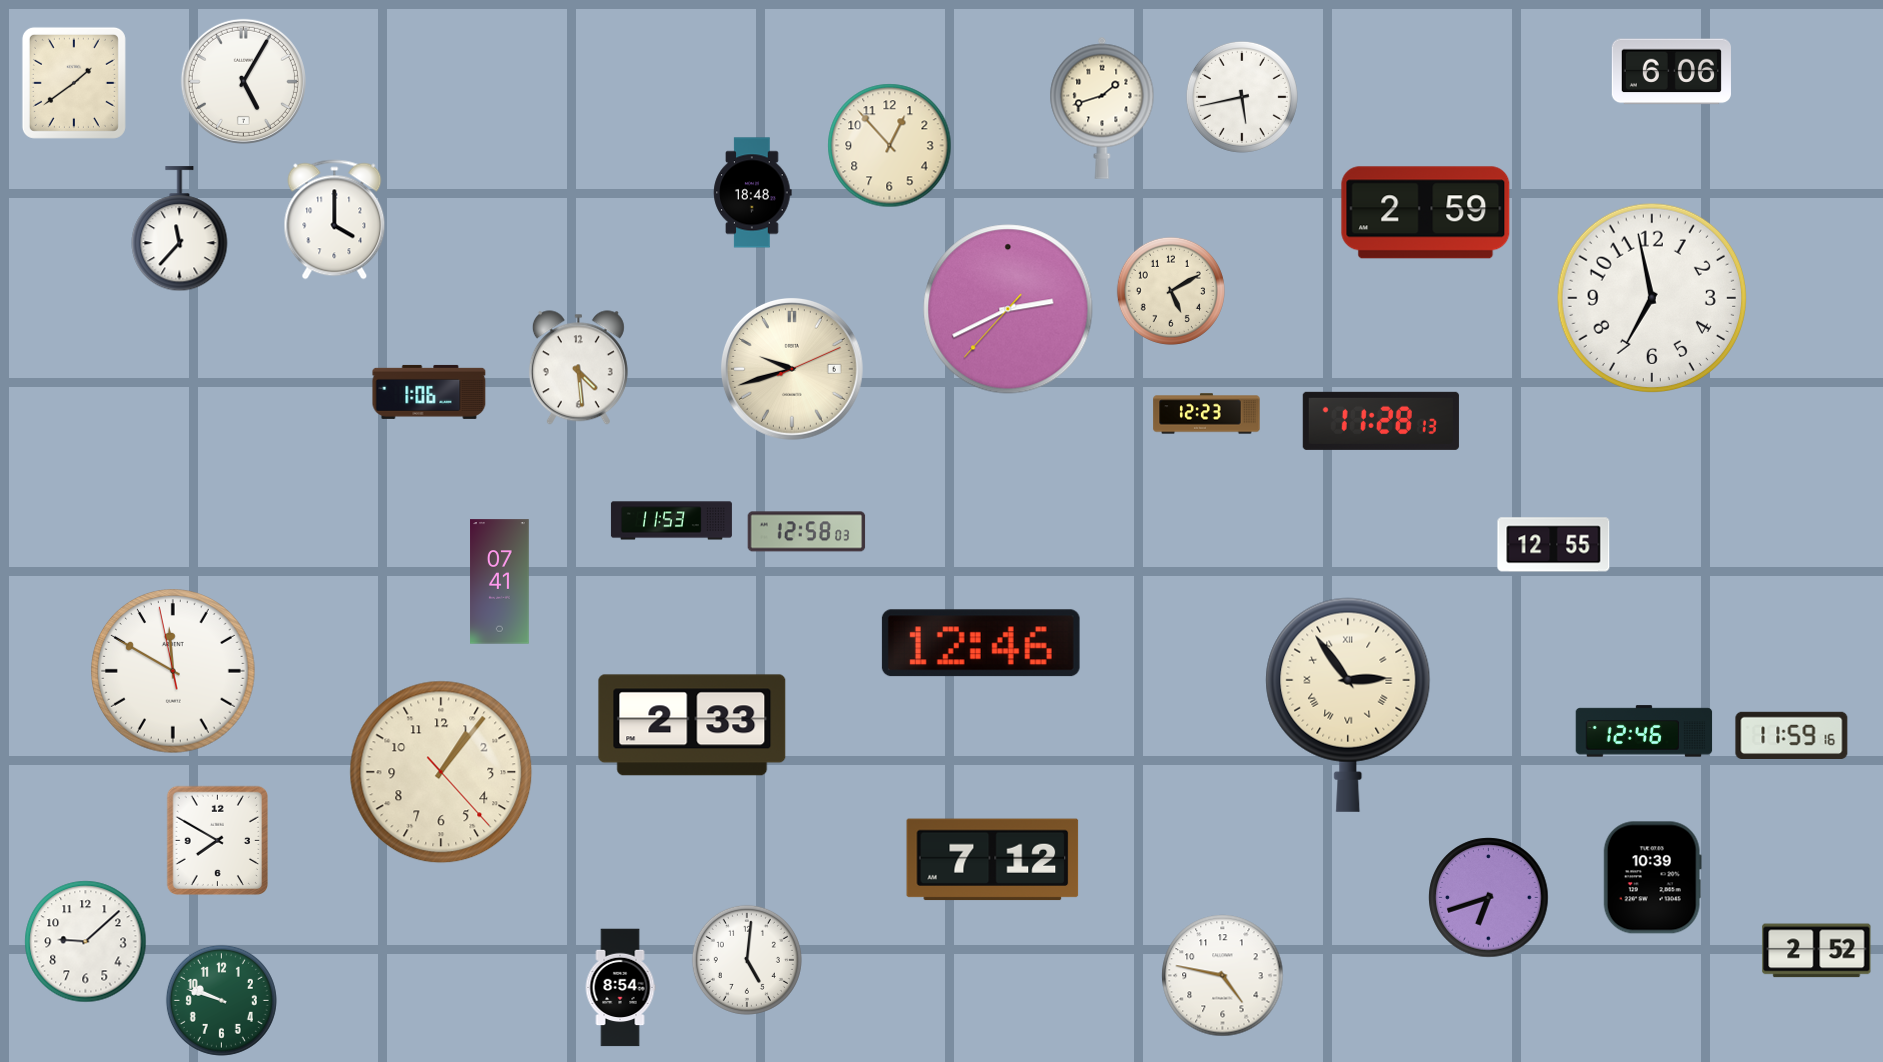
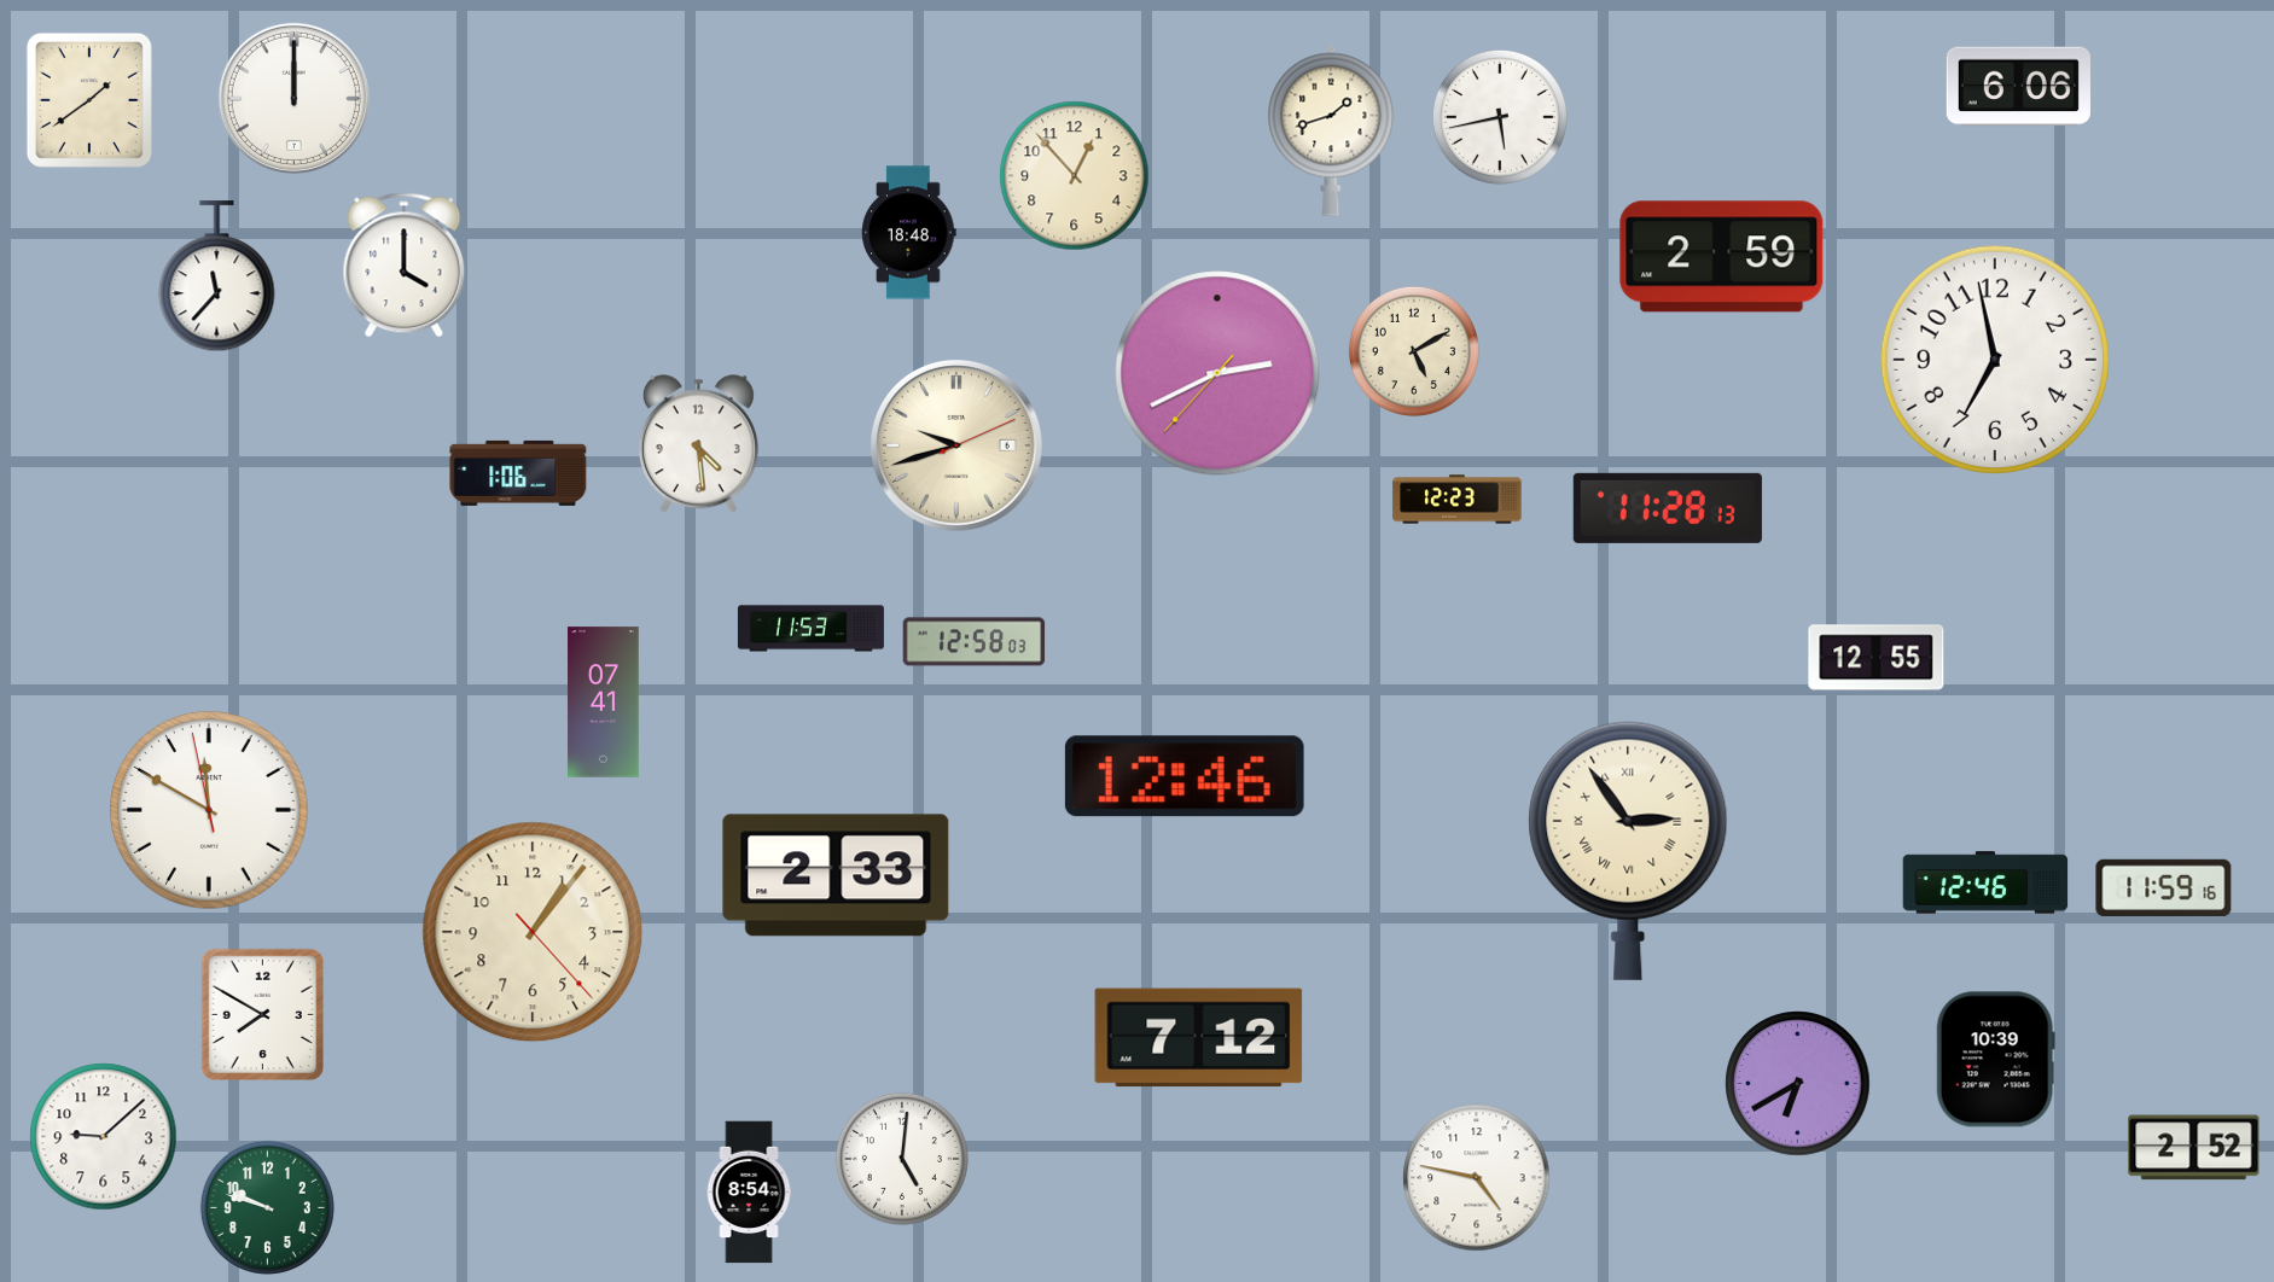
clock at (243, 81): 5:05 -> 12:00
clock at (1489, 898): 6:42 -> 6:40
